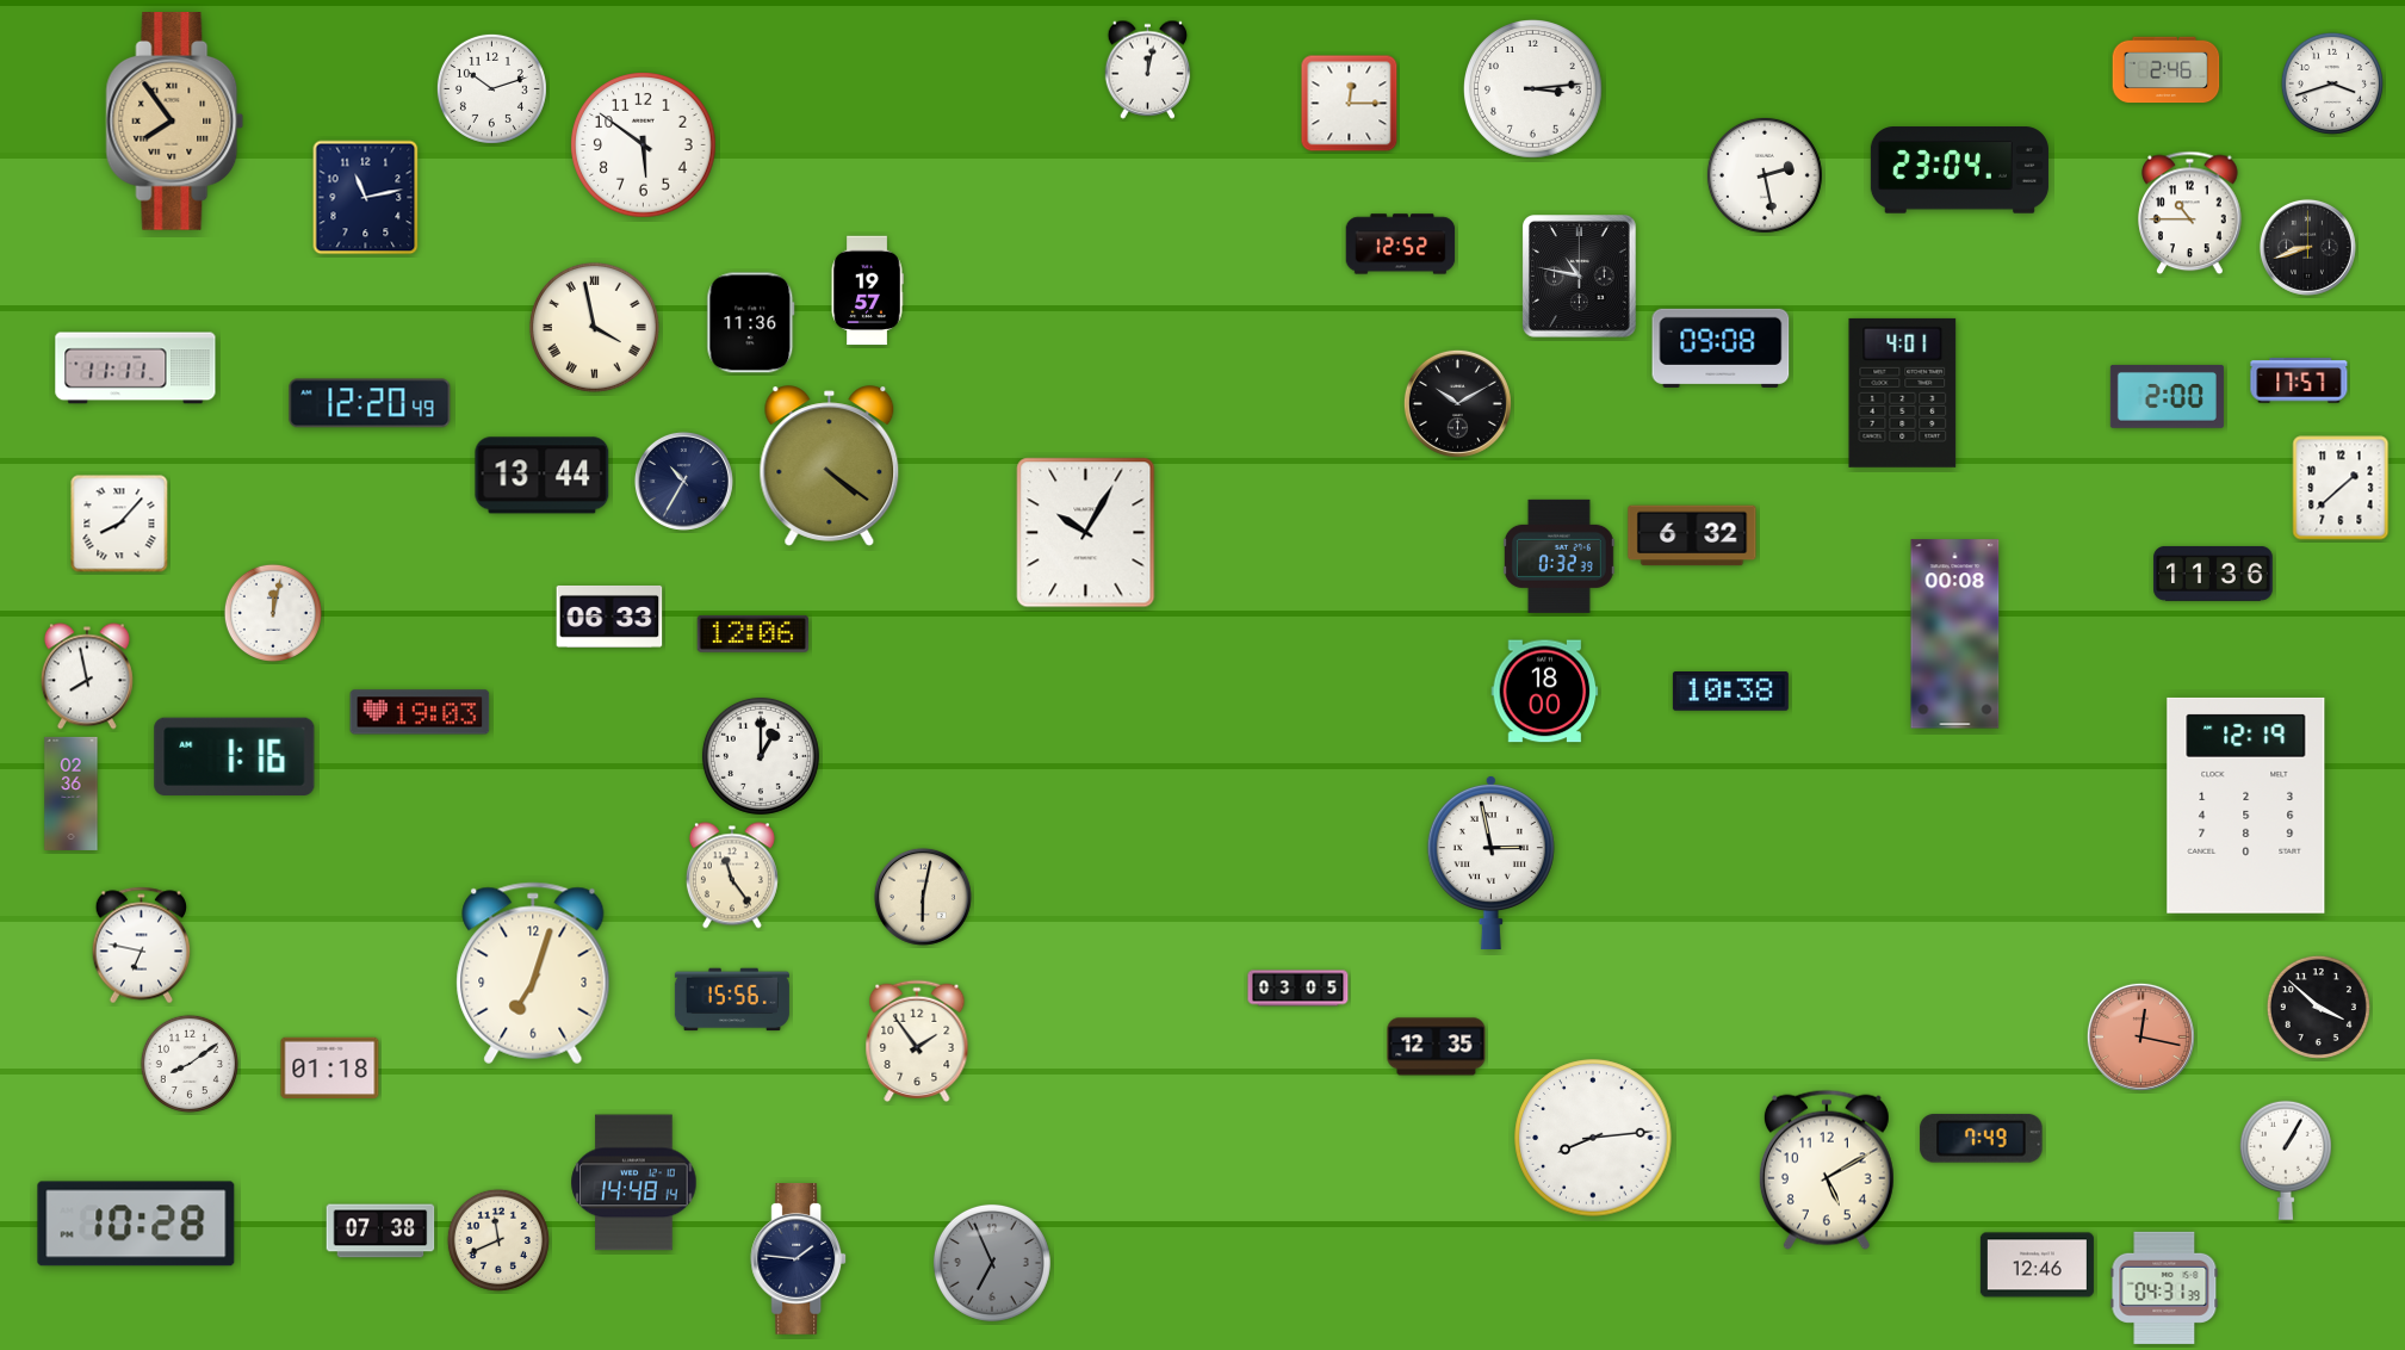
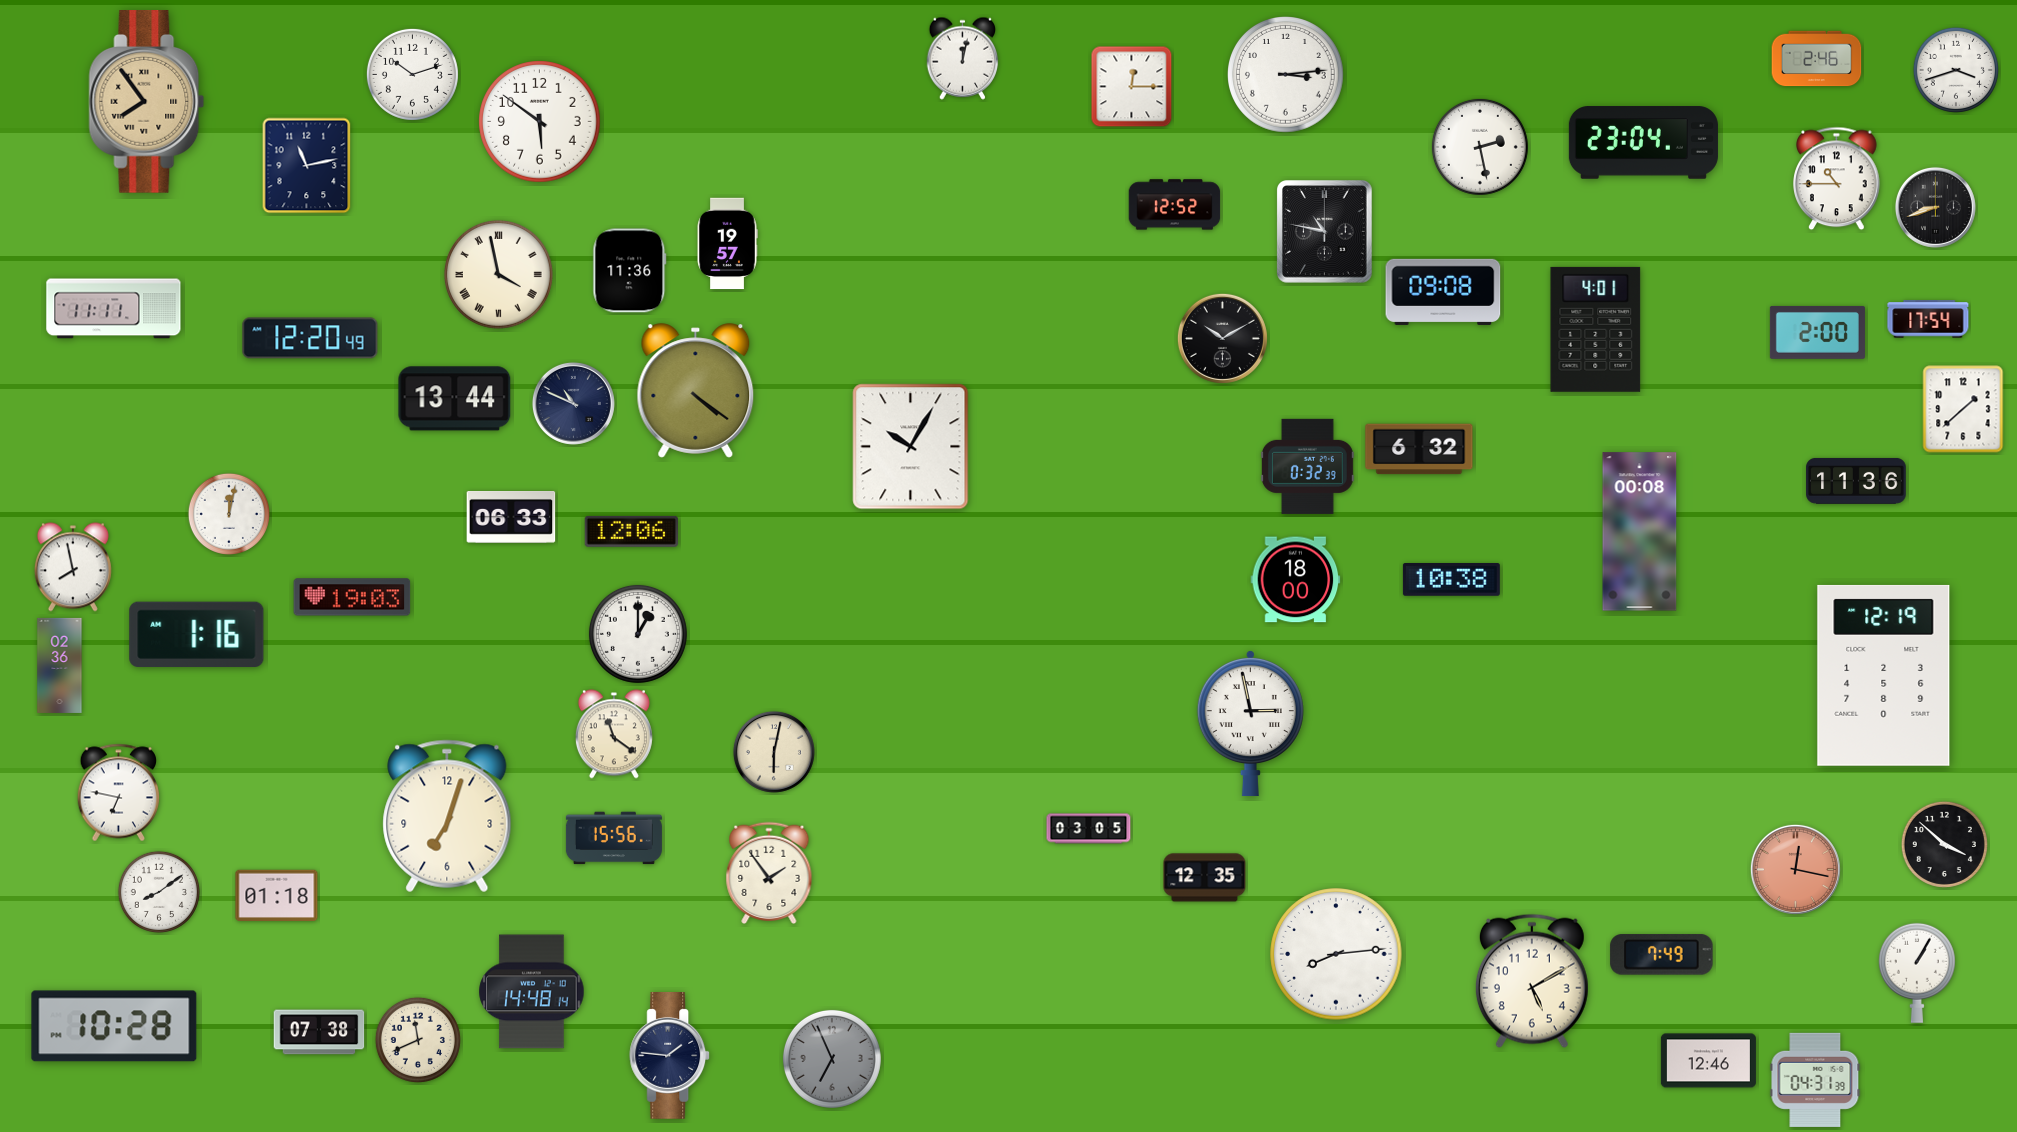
clock at (2299, 380): 17:57 -> 17:54
clock at (683, 481): 10:35 -> 10:49
clock at (119, 524): 8:07 -> none
clock at (732, 875): 11:24 -> 11:21
